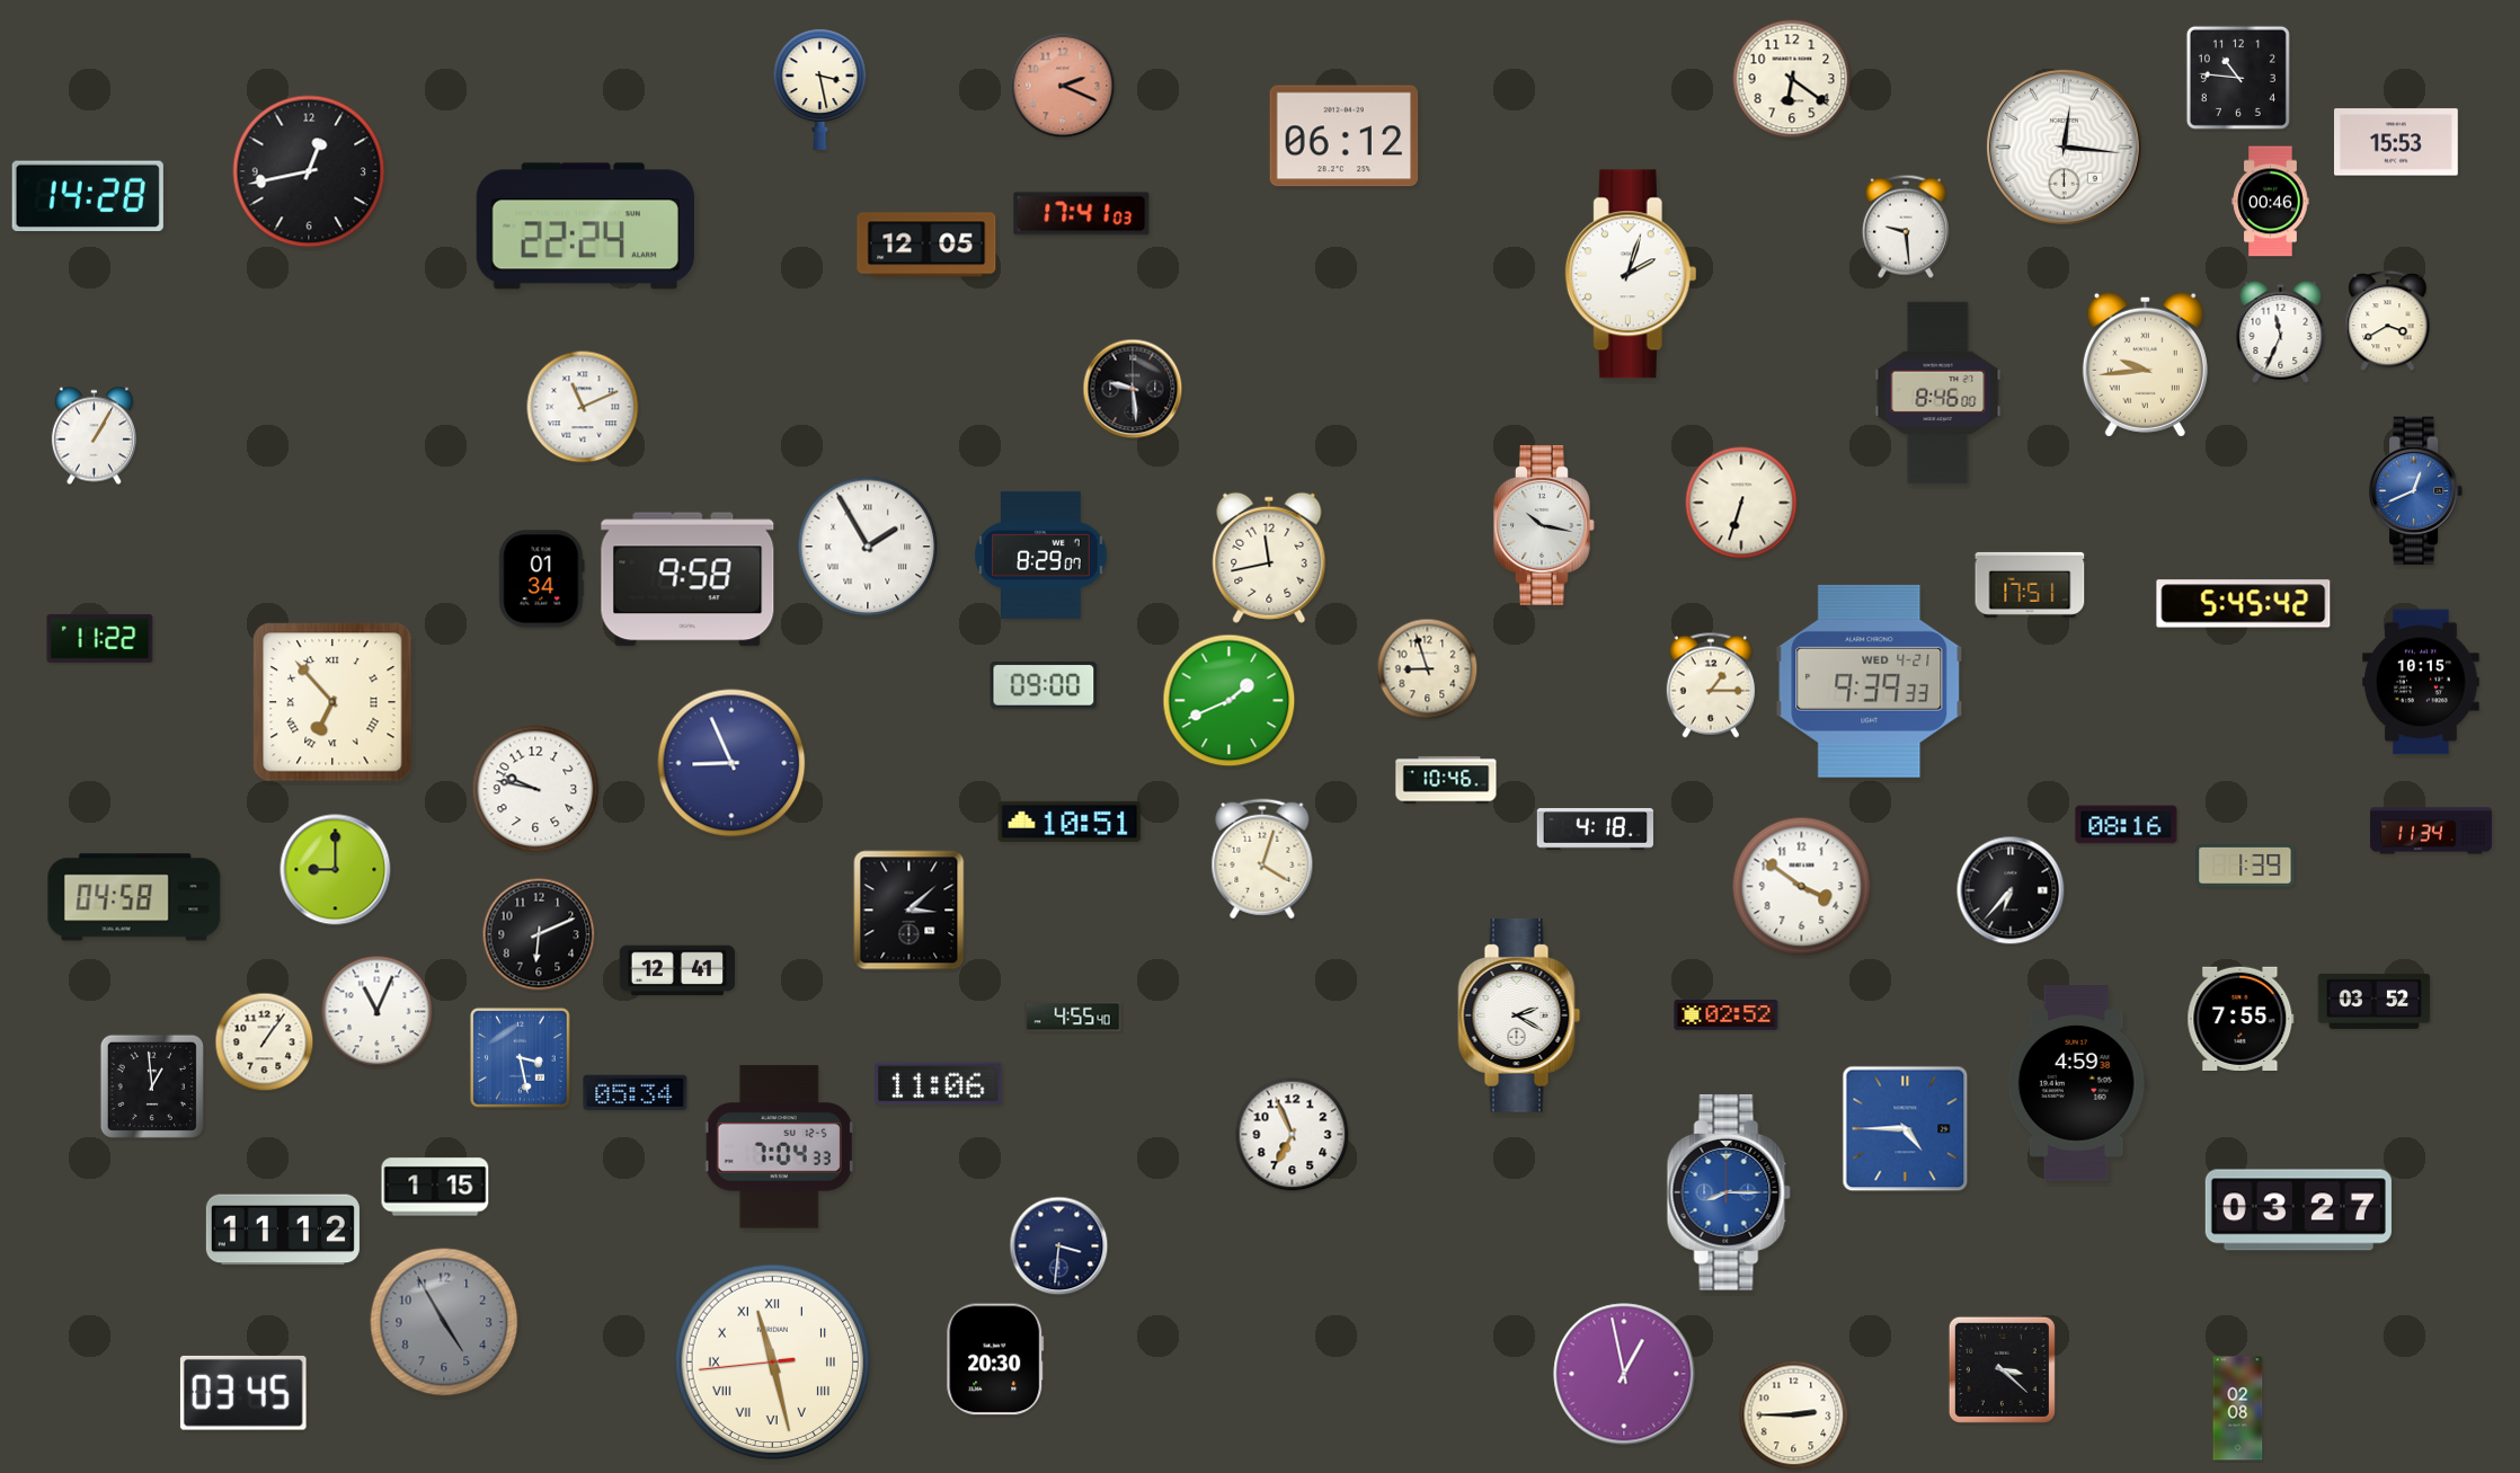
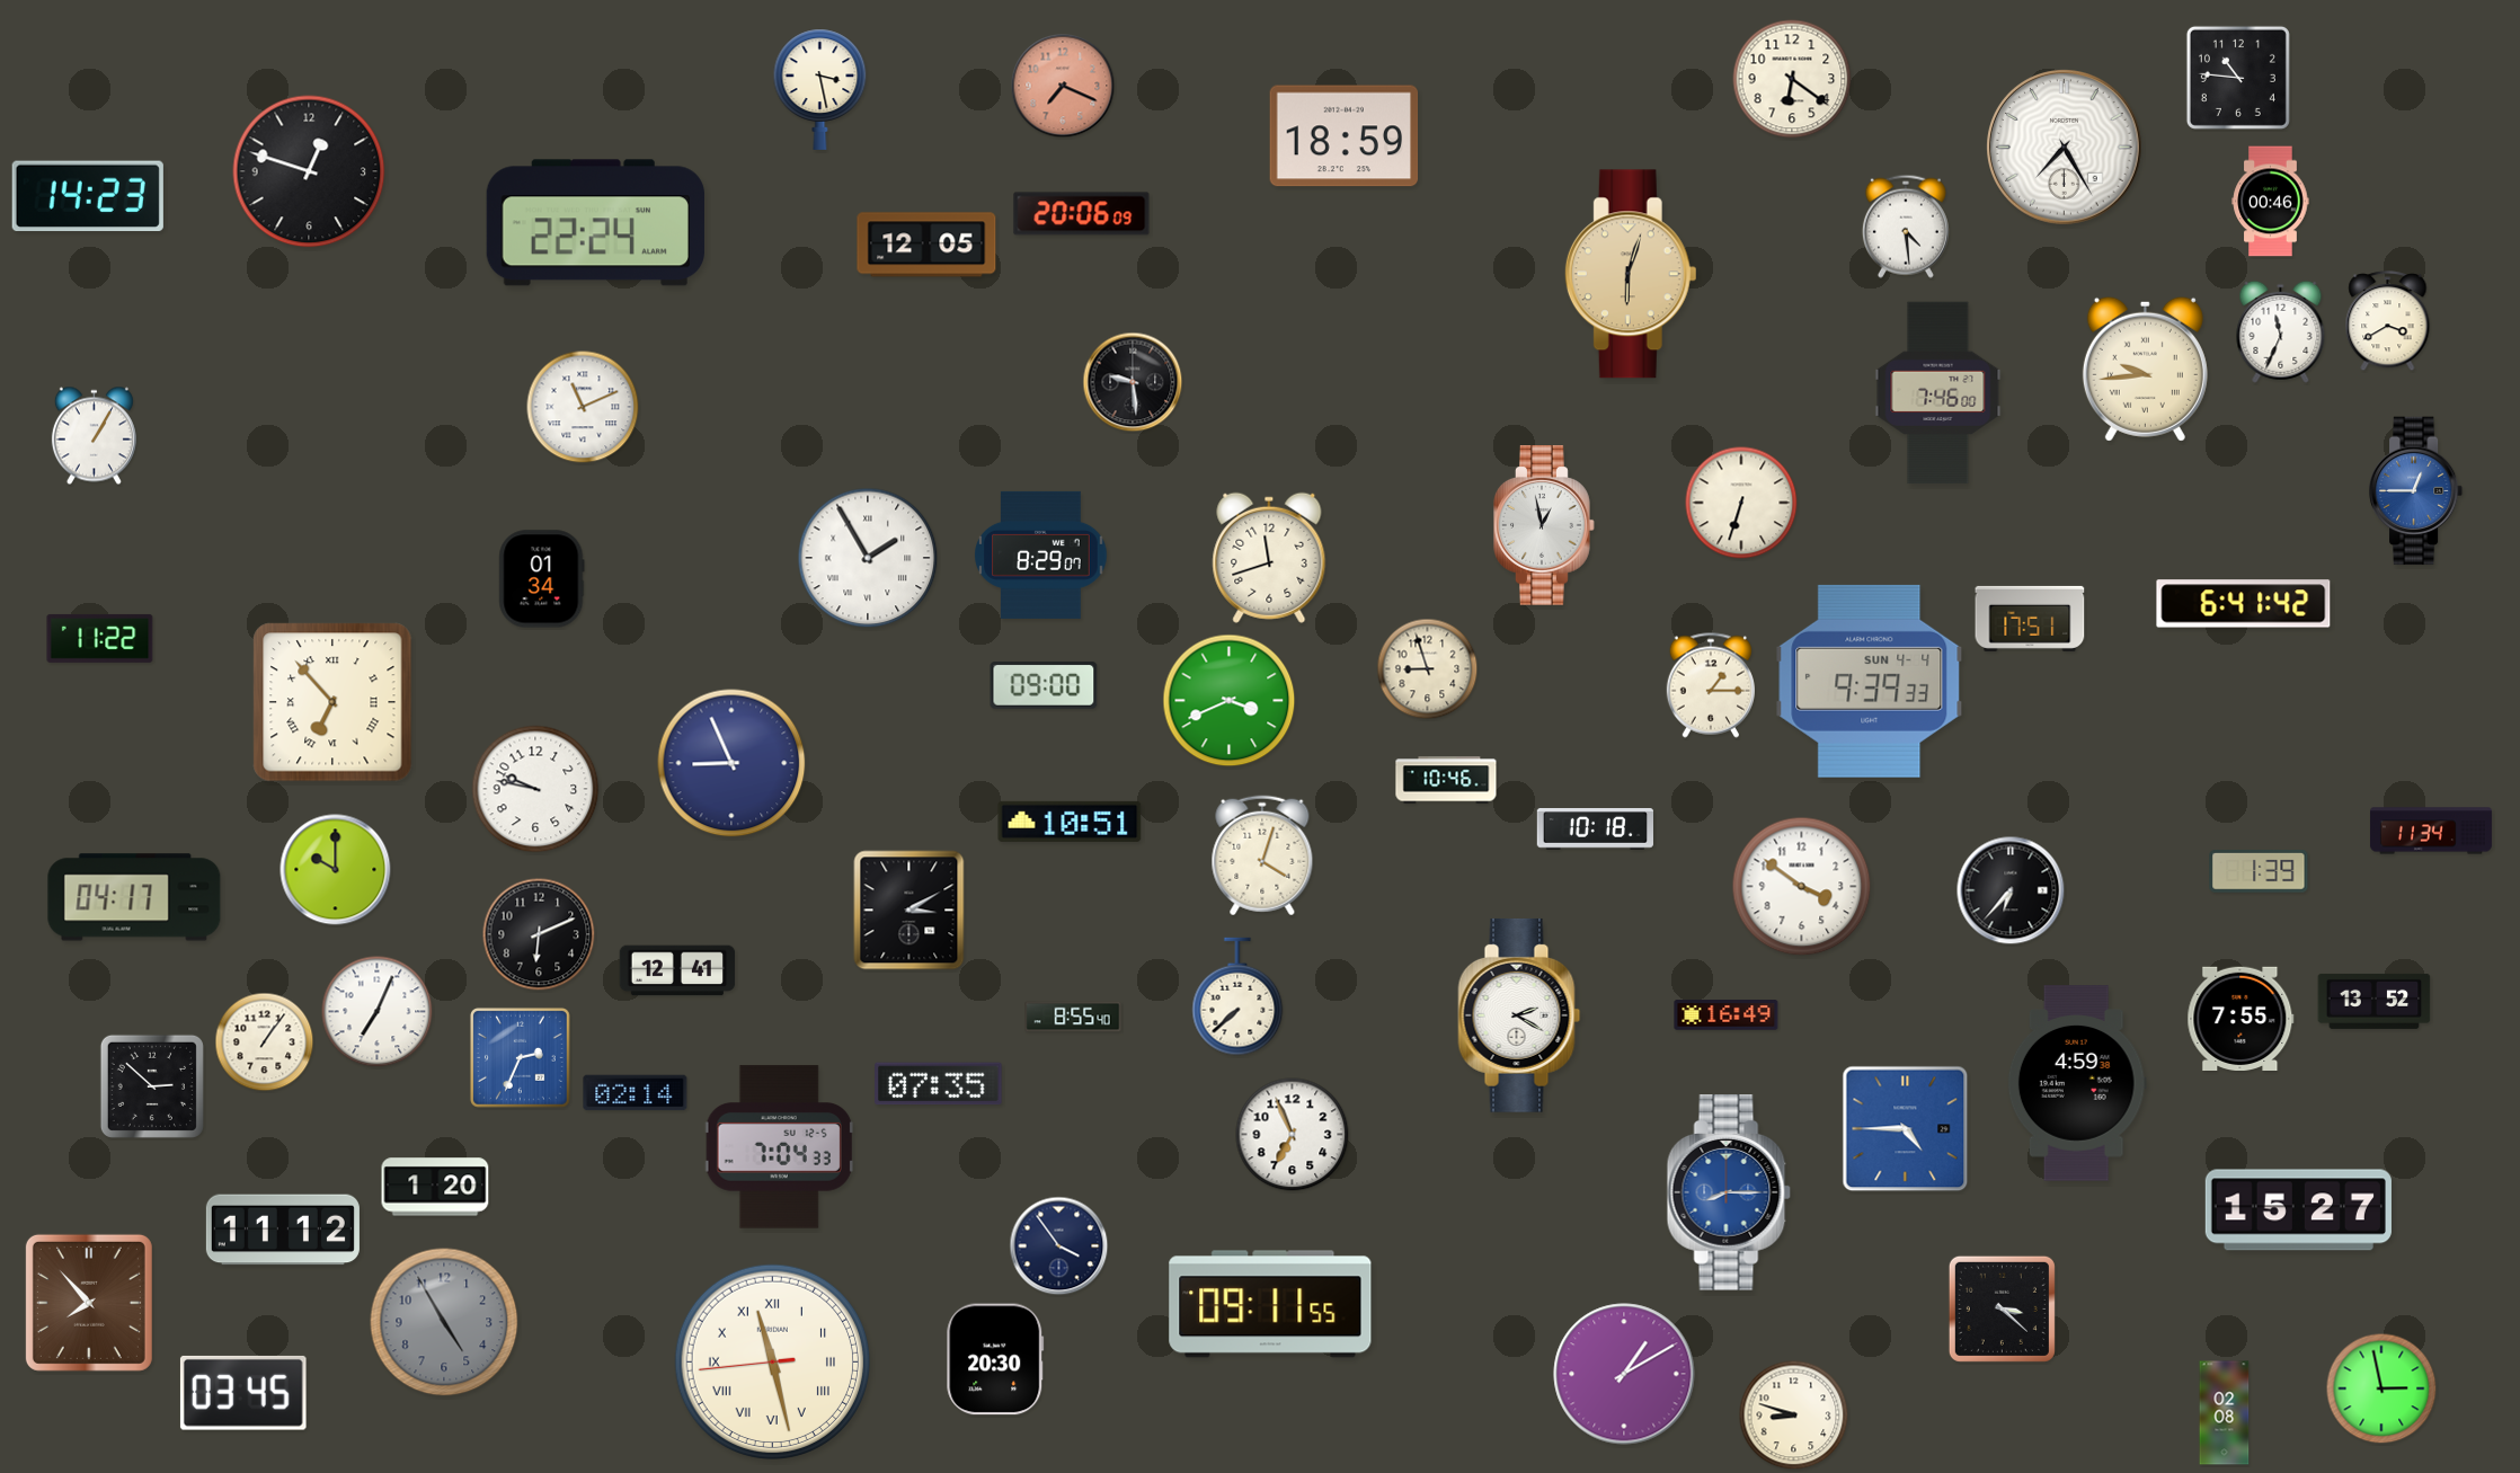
clock at (1063, 86): 2:19 -> 7:19
clock at (1345, 136): 06:12 -> 18:59
clock at (2397, 142): 15:53 -> none
clock at (2065, 148): 12:16 -> 7:25
clock at (309, 171): 12:43 -> 12:48
clock at (88, 196): 14:28 -> 14:23
clock at (1082, 214): 17:41 -> 20:06
clock at (585, 227) position: (585, 227) -> (595, 223)
clock at (1906, 227): 9:29 -> 4:29
clock at (1631, 274): 2:03 -> 6:03
clock at (1631, 274) dial: white -> champagne
clock at (2145, 364) position: (2145, 364) -> (2145, 369)
clock at (1133, 389) position: (1133, 389) -> (1133, 382)
clock at (1938, 393): 8:46 -> 7:46
clock at (2416, 491): 12:41 -> 12:45
clock at (1544, 526): 10:17 -> 12:58
clock at (868, 547) position: (868, 547) -> (868, 558)
clock at (1269, 558): 11:43 -> 11:42
clock at (687, 579): 9:58 -> none
clock at (2030, 585) position: (2030, 585) -> (2030, 619)
clock at (2244, 604): 5:45 -> 6:41
clock at (1870, 681) date: WED 4-21 -> SUN 4-4
clock at (2421, 682): 10:15 -> none
clock at (1230, 701): 1:41 -> 3:41
clock at (2127, 825): 08:16 -> none
clock at (1595, 829): 4:18 -> 10:18
clock at (1262, 859) position: (1262, 859) -> (1262, 855)
clock at (2245, 867) position: (2245, 867) -> (2259, 872)
clock at (336, 870): 9:00 -> 10:00
clock at (134, 897): 04:58 -> 04:17
clock at (909, 911): 3:08 -> 3:10
clock at (1237, 996): none -> 7:38
clock at (2375, 1001): 03:52 -> 13:52
clock at (378, 1012): 11:04 -> 7:04
clock at (1727, 1015): 02:52 -> 16:49
clock at (1073, 1017): 4:55 -> 8:55
clock at (520, 1057): 3:28 -> 2:34
clock at (939, 1084): 11:06 -> 07:35
clock at (152, 1086): 12:59 -> 2:52
clock at (636, 1093): 05:34 -> 02:14
clock at (435, 1187): 1:15 -> 1:20
clock at (2298, 1210): 03:27 -> 15:27
clock at (1059, 1246): 3:31 -> 3:54
clock at (89, 1303): none -> 7:53
clock at (1270, 1304): none -> 09:11
clock at (2002, 1369) position: (2002, 1369) -> (2002, 1308)
clock at (1624, 1374): 12:58 -> 1:10
clock at (2381, 1388): none -> 2:58
clock at (2238, 1409) position: (2238, 1409) -> (2225, 1413)
clock at (1794, 1416): 2:45 -> 8:48
